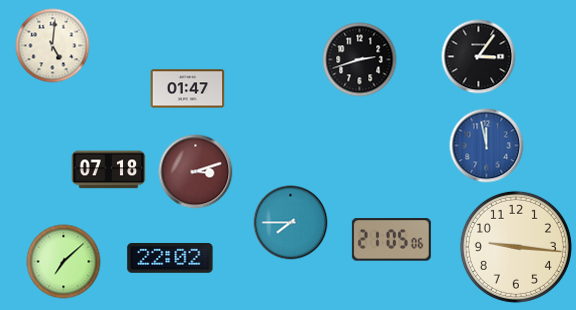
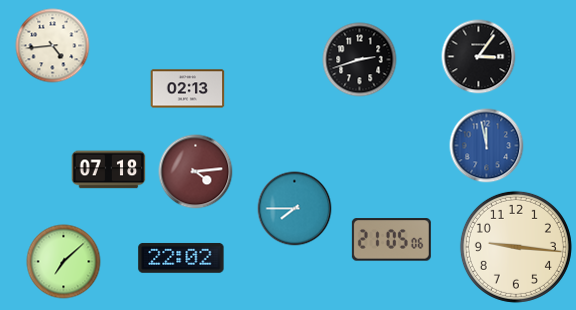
clock at (53, 46): 5:01 -> 4:44
clock at (188, 89): 01:47 -> 02:13
clock at (196, 172): 3:12 -> 4:14
clock at (291, 223) position: (291, 223) -> (295, 209)
clock at (170, 258) position: (170, 258) -> (181, 258)
